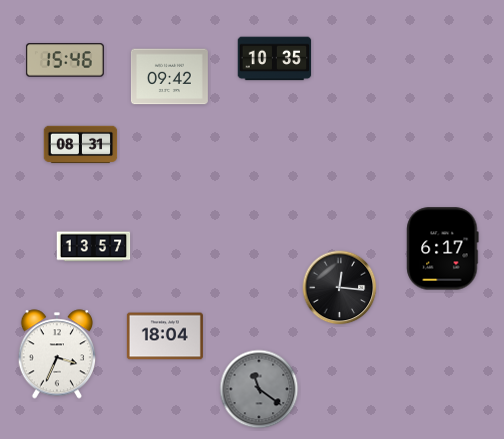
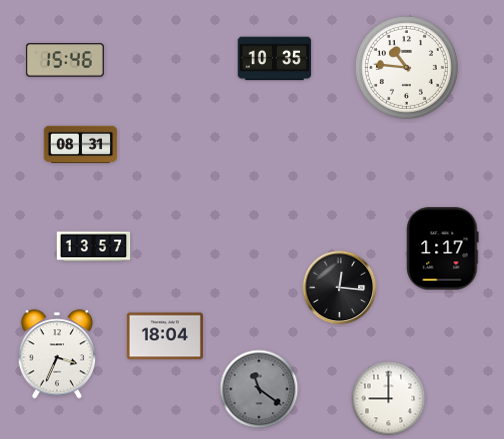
clock at (406, 67): none -> 10:46
clock at (169, 77): 09:42 -> none
clock at (443, 249): 6:17 -> 1:17
clock at (389, 399): none -> 9:00
